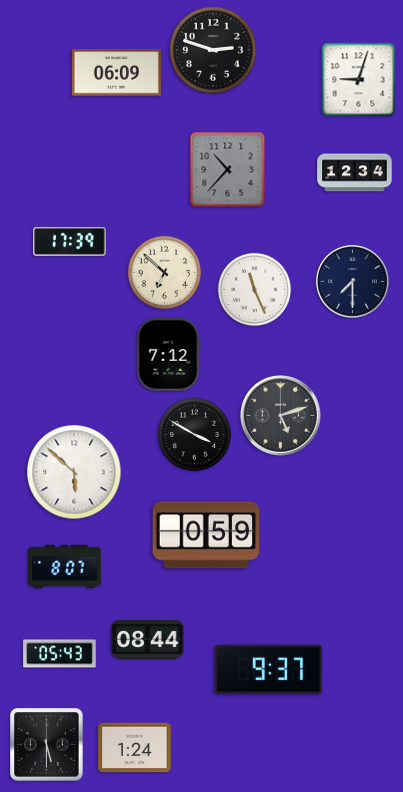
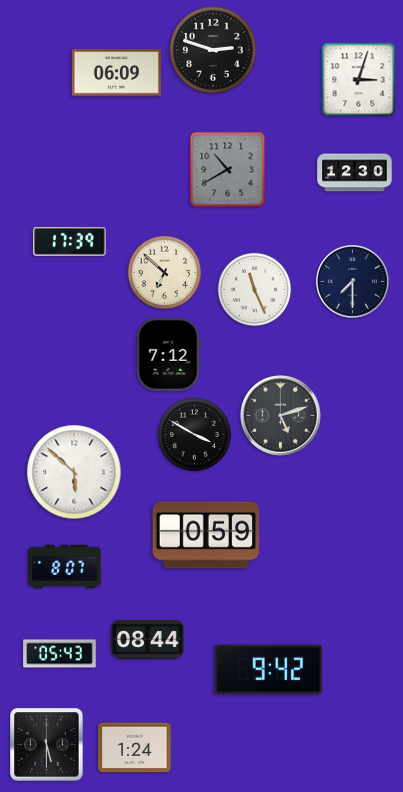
clock at (359, 80): 9:03 -> 3:03
clock at (228, 170): 10:37 -> 10:40
clock at (355, 173): 12:34 -> 12:30
clock at (268, 670): 9:37 -> 9:42
